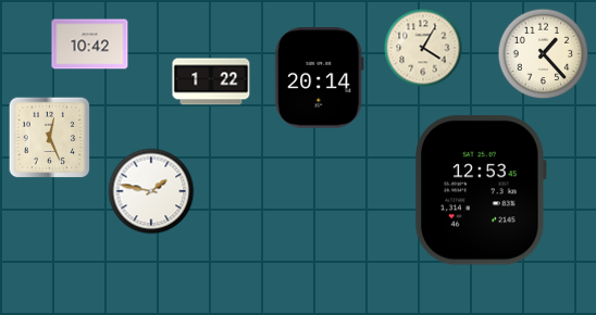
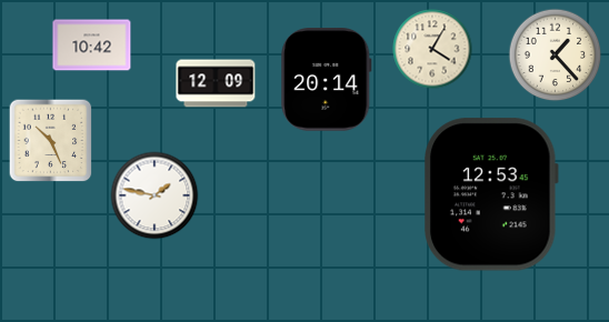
clock at (211, 81): 1:22 -> 12:09
clock at (50, 138): 12:26 -> 10:26
